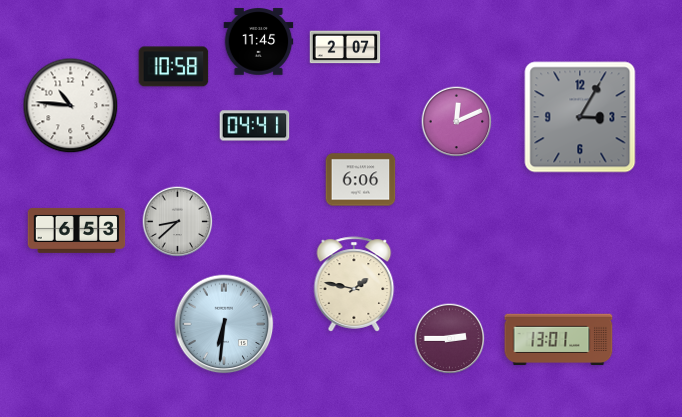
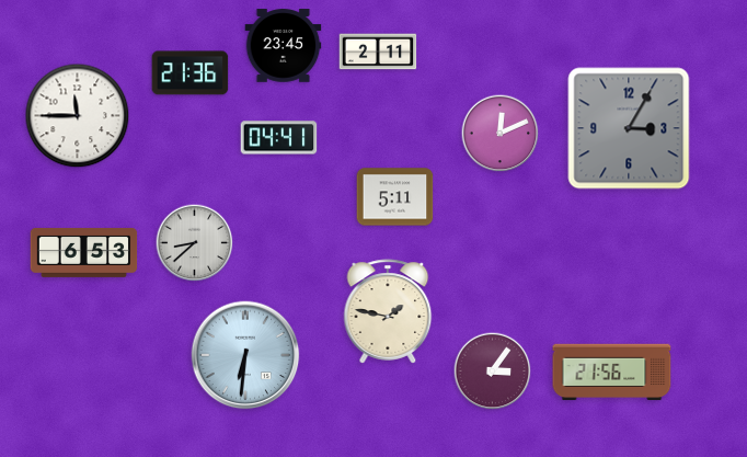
clock at (259, 42): 11:45 -> 23:45
clock at (345, 47): 2:07 -> 2:11
clock at (174, 67): 10:58 -> 21:36
clock at (71, 106): 10:46 -> 11:45
clock at (580, 117) position: (580, 117) -> (629, 128)
clock at (361, 180): 6:06 -> 5:11
clock at (450, 339): 2:45 -> 3:06
clock at (559, 340): 13:01 -> 21:56
